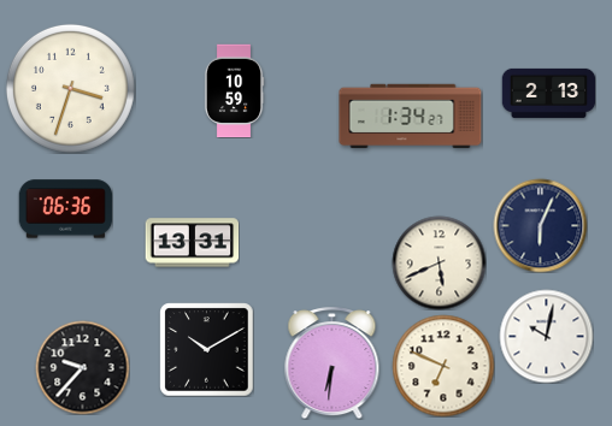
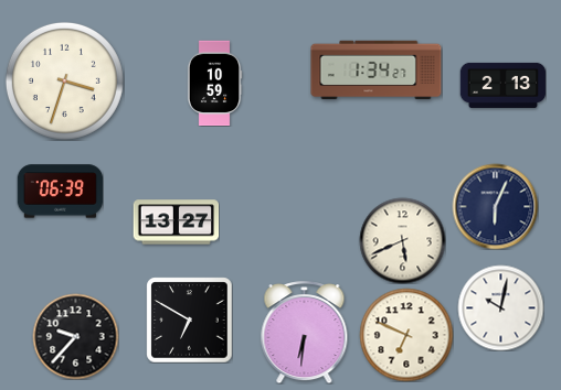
clock at (411, 117) position: (411, 117) -> (377, 71)
clock at (65, 209): 06:36 -> 06:39
clock at (192, 243): 13:31 -> 13:27
clock at (206, 349): 10:10 -> 6:50
